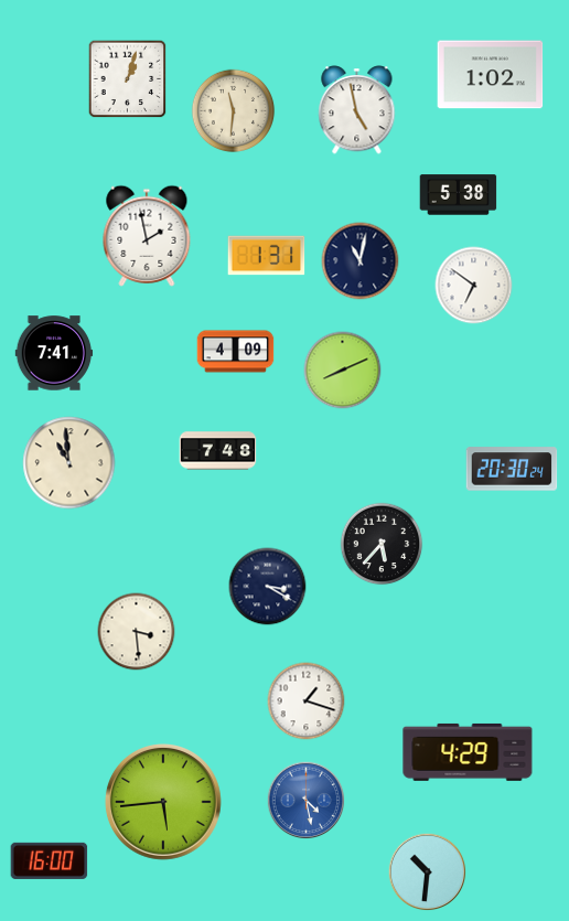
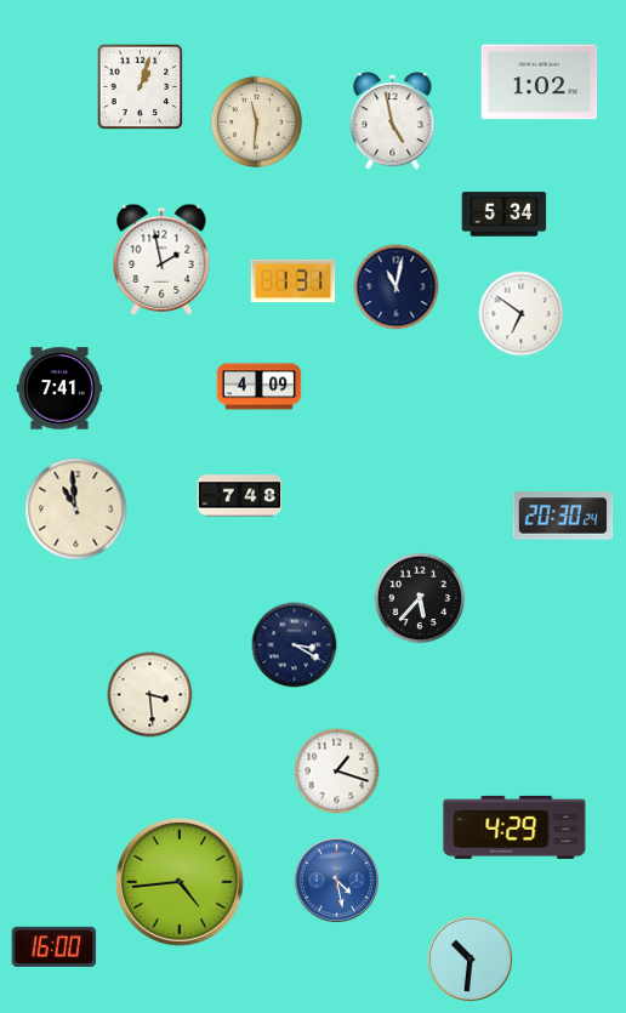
clock at (459, 195): 5:38 -> 5:34
clock at (343, 371): 8:11 -> none
clock at (163, 802): 5:44 -> 4:44
